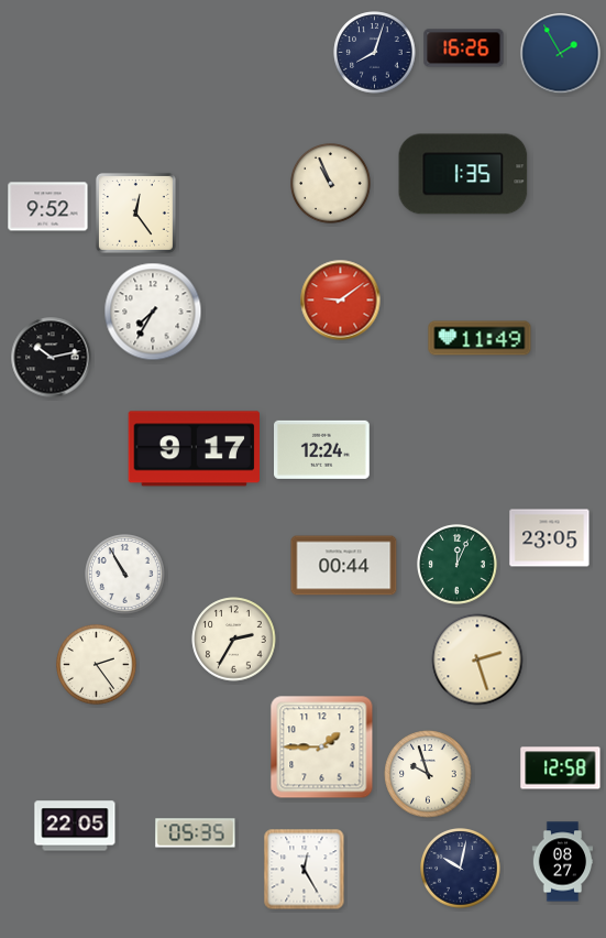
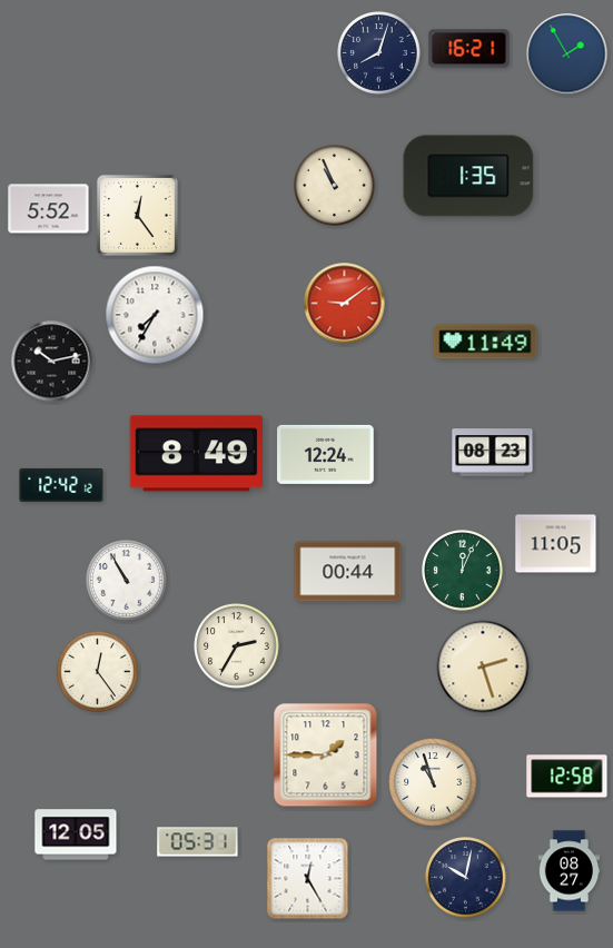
clock at (464, 48): 16:26 -> 16:21
clock at (48, 207): 9:52 -> 5:52
clock at (493, 453): none -> 08:23
clock at (194, 449): 9:17 -> 8:49
clock at (61, 485): none -> 12:42
clock at (550, 538): 23:05 -> 11:05
clock at (97, 665): 2:24 -> 12:24
clock at (428, 774): 9:57 -> 10:57
clock at (75, 826): 22:05 -> 12:05
clock at (196, 833): 05:35 -> 05:31
